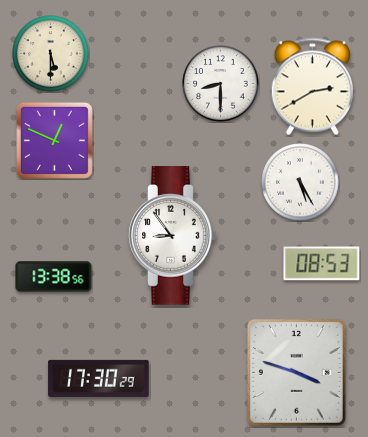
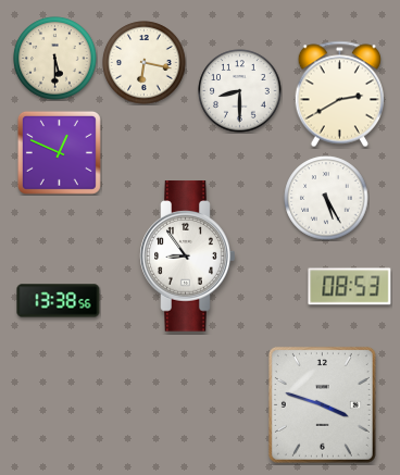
clock at (145, 63): none -> 6:17
clock at (99, 378): 17:30 -> none
